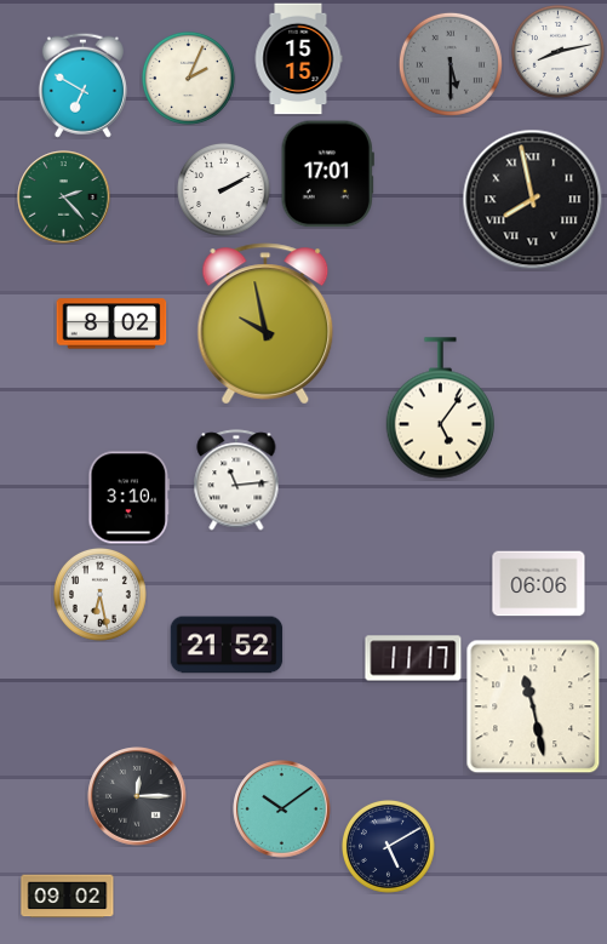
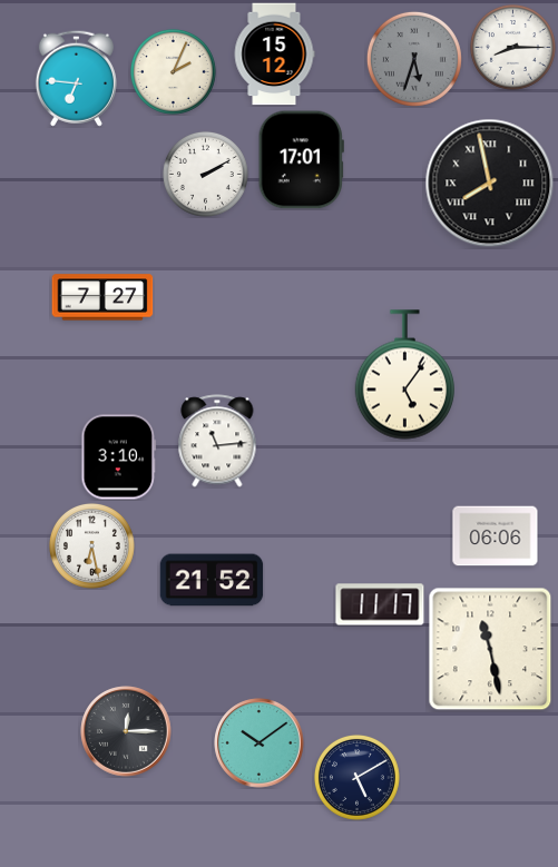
clock at (557, 51): 8:13 -> 8:15
clock at (298, 59): 15:15 -> 15:12
clock at (451, 64): 5:30 -> 5:33
clock at (82, 85): 6:50 -> 6:46
clock at (64, 198): 2:23 -> none
clock at (111, 324): 8:02 -> 7:27
clock at (265, 324): 9:58 -> none
clock at (227, 645) position: (227, 645) -> (212, 580)
clock at (68, 897): 09:02 -> none
